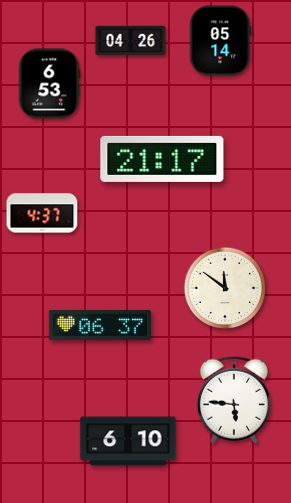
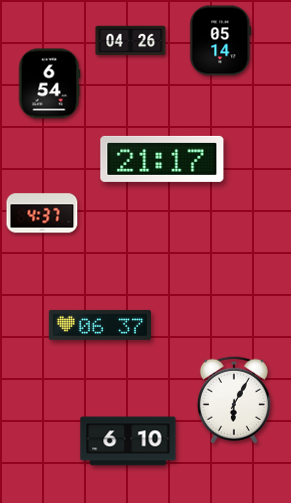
clock at (49, 84): 6:53 -> 6:54
clock at (225, 288): 11:51 -> none
clock at (234, 400): 5:46 -> 6:05
